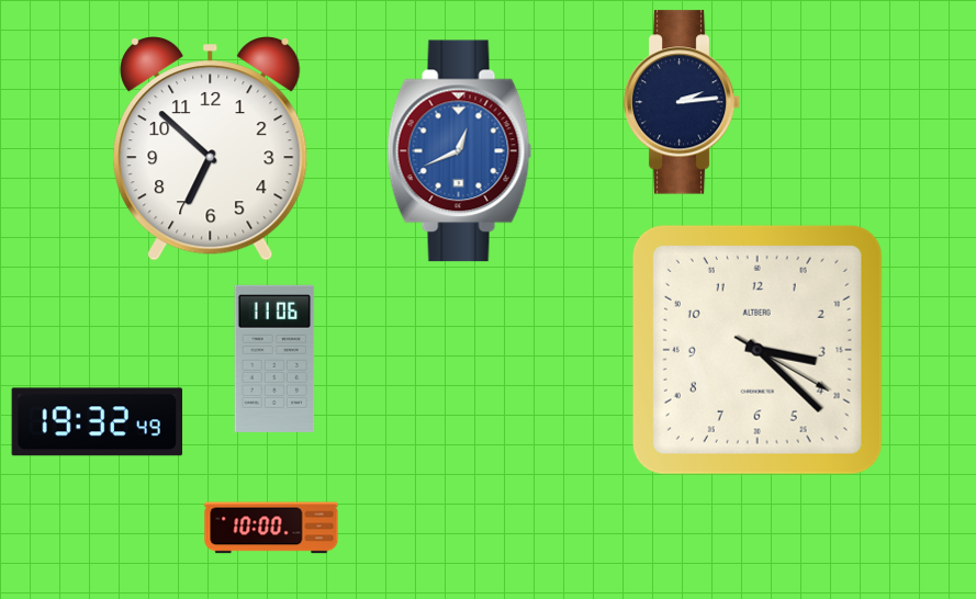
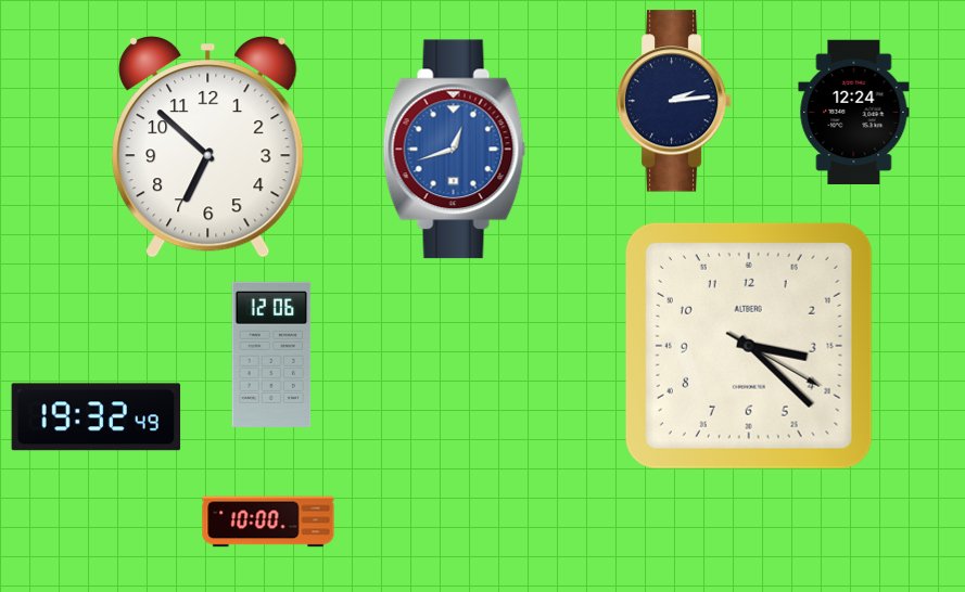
clock at (854, 112): none -> 12:24
clock at (460, 151): 12:41 -> 12:42
clock at (274, 359): 11:06 -> 12:06
